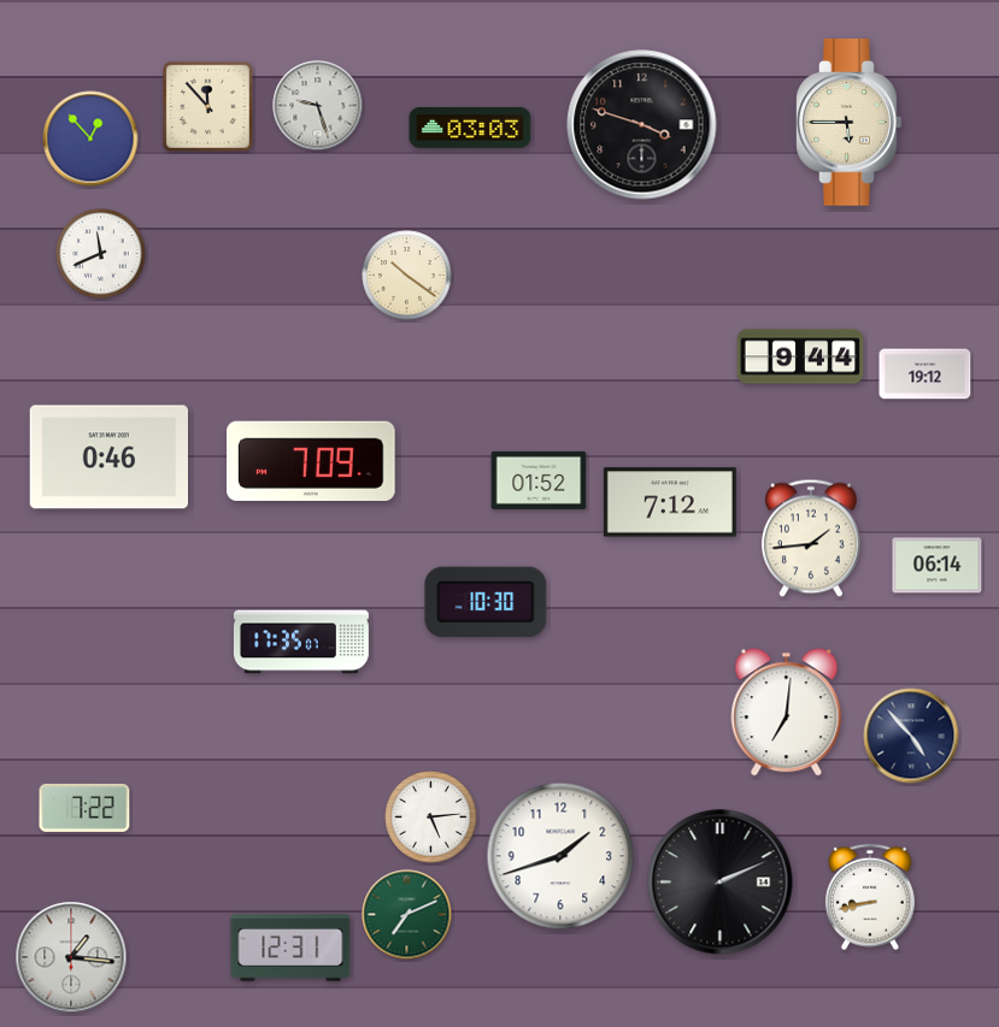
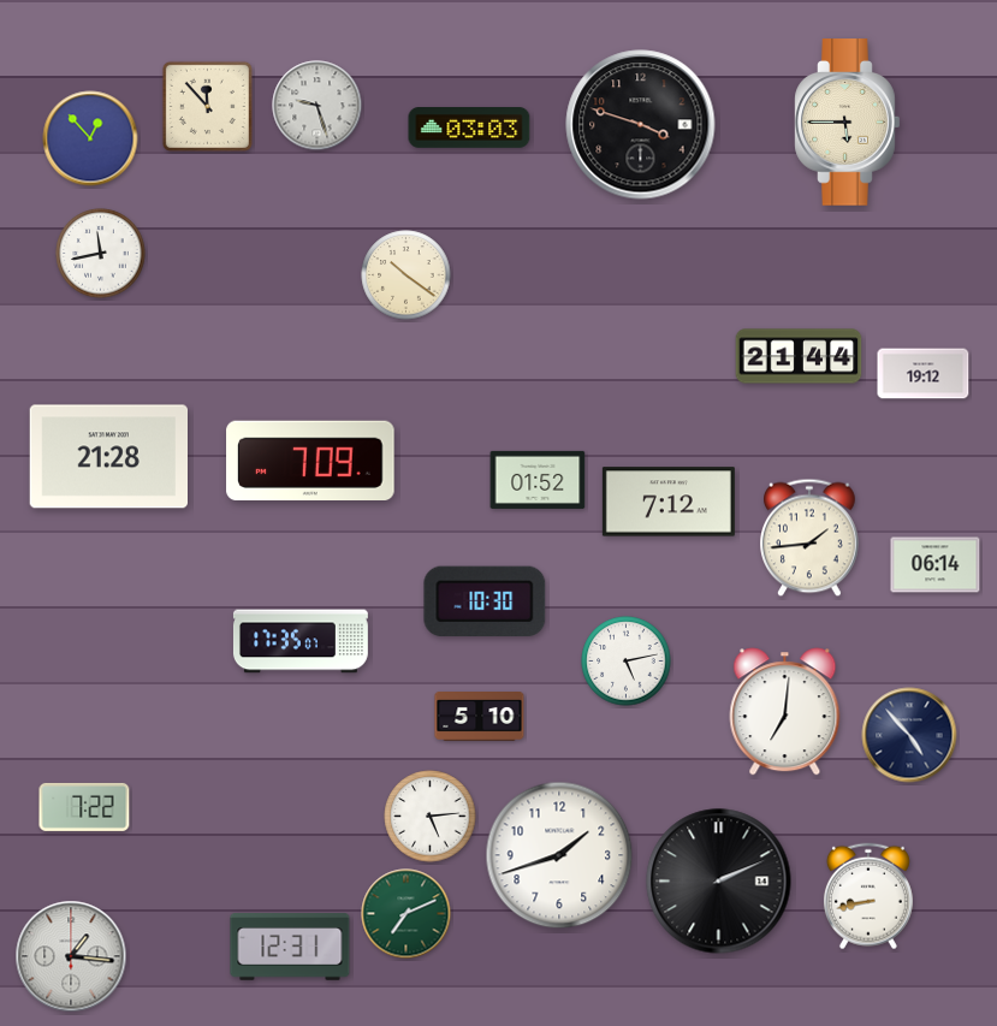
clock at (101, 254): 11:41 -> 11:43
clock at (800, 356): 9:44 -> 21:44
clock at (108, 458): 0:46 -> 21:28
clock at (627, 662): none -> 5:13
clock at (480, 717): none -> 5:10
